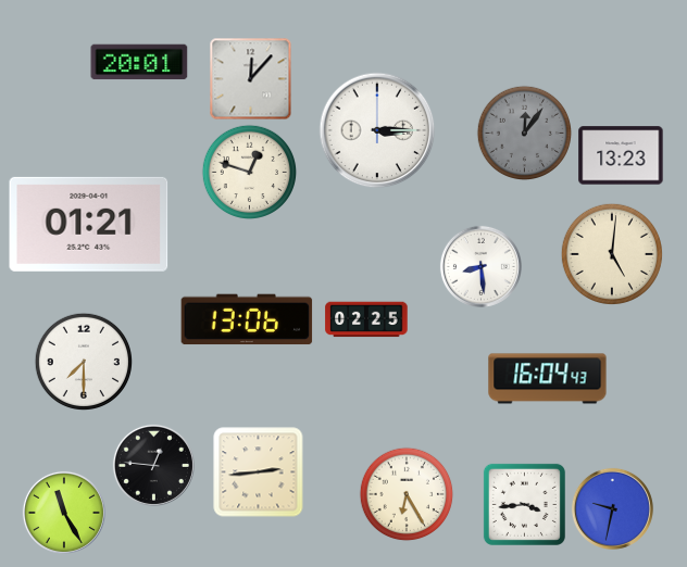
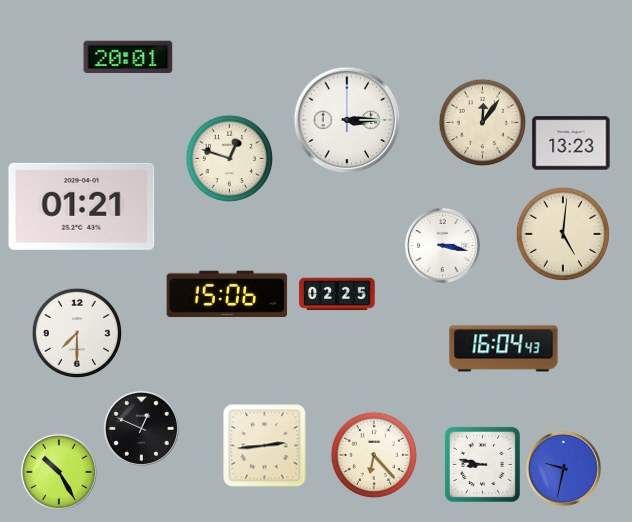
clock at (251, 79): 12:07 -> none
clock at (525, 134) dial: grey -> cream
clock at (480, 266): 8:29 -> 3:17
clock at (247, 319): 13:06 -> 15:06
clock at (153, 465): 12:46 -> 12:49
clock at (259, 472) position: (259, 472) -> (265, 446)
clock at (407, 494): 6:25 -> 6:23
clock at (524, 504): 3:44 -> 8:47
clock at (64, 513): 11:25 -> 10:25
